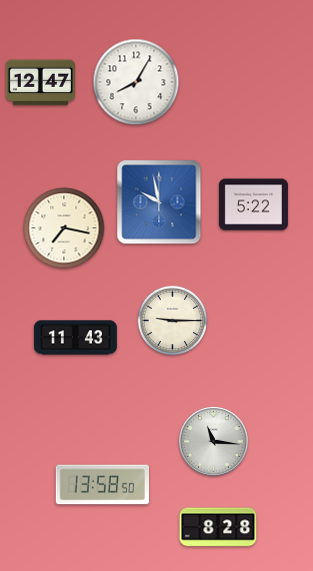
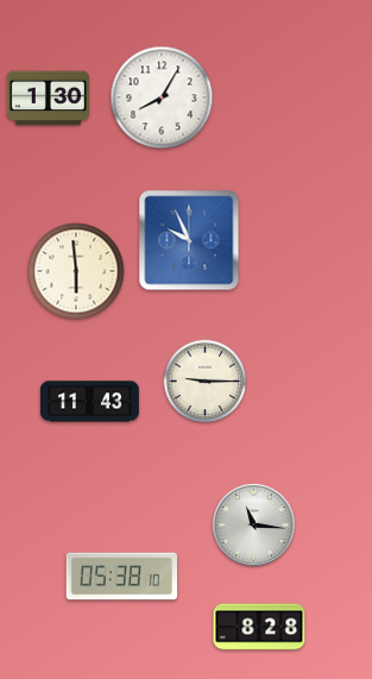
clock at (40, 83): 12:47 -> 1:30
clock at (159, 202): 9:58 -> 9:56
clock at (253, 205): 5:22 -> none
clock at (64, 228): 7:17 -> 5:59
clock at (103, 485): 13:58 -> 05:38
